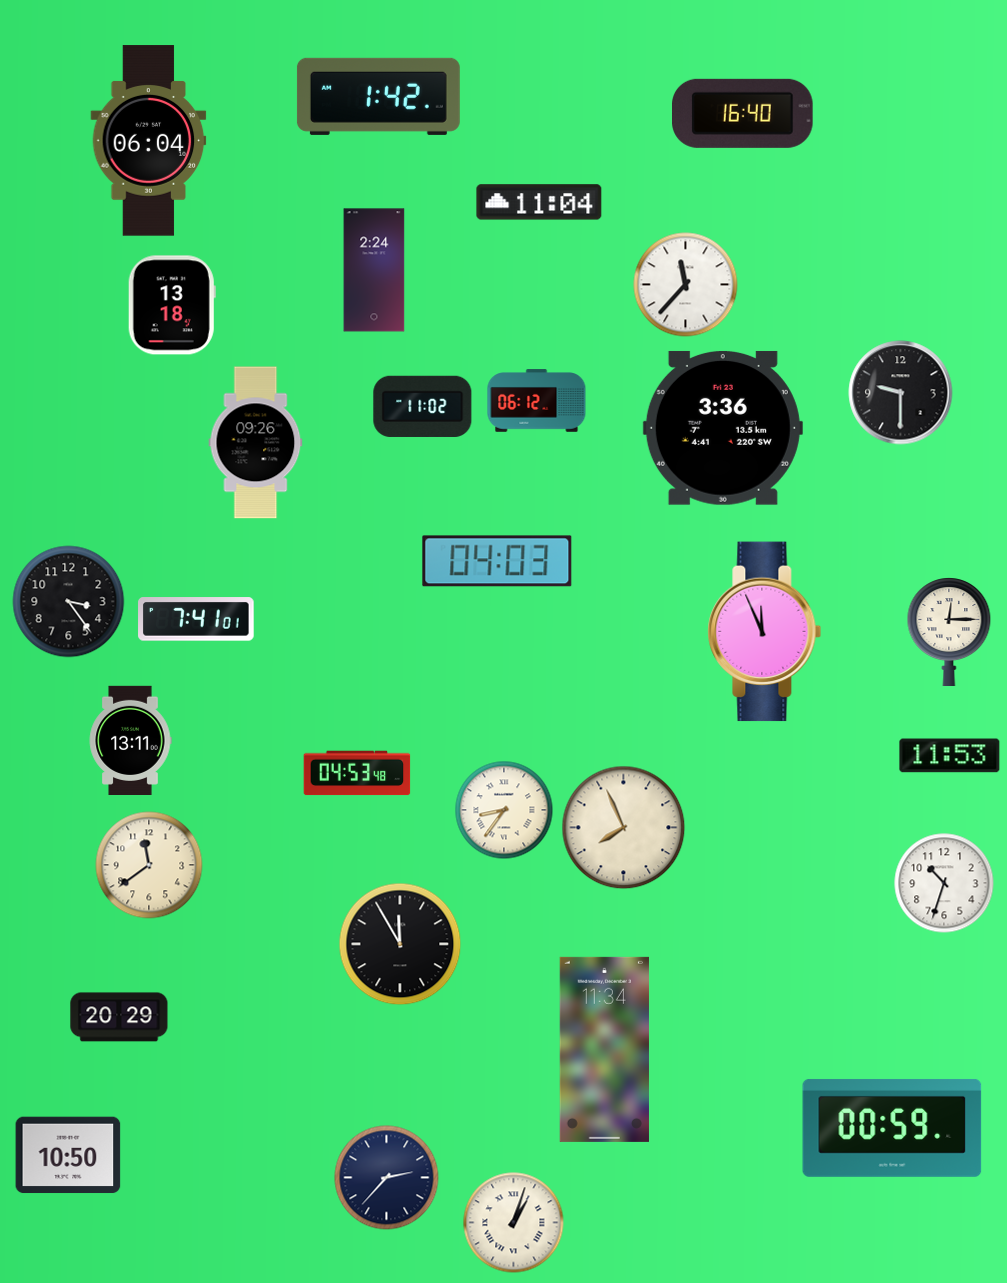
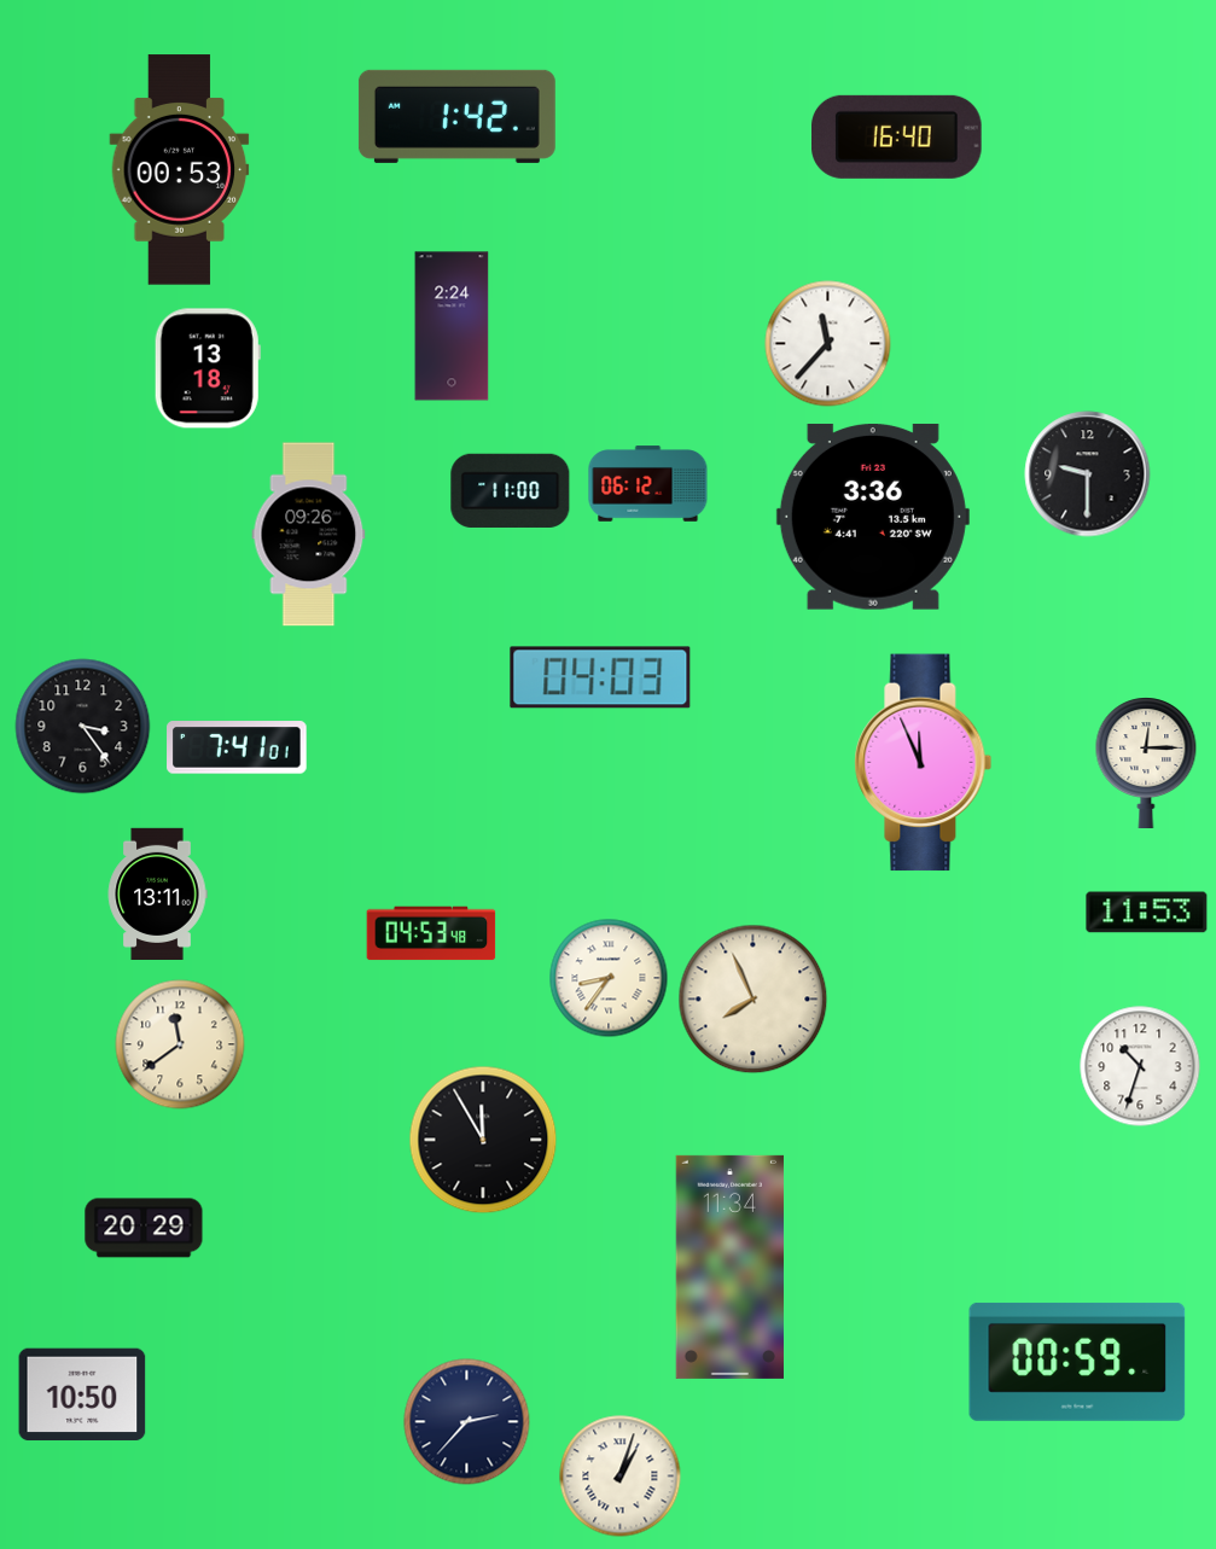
clock at (149, 141): 06:04 -> 00:53
clock at (539, 202): 11:04 -> none
clock at (423, 406): 11:02 -> 11:00
